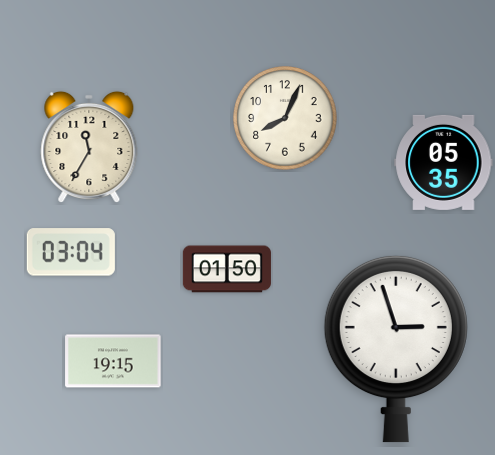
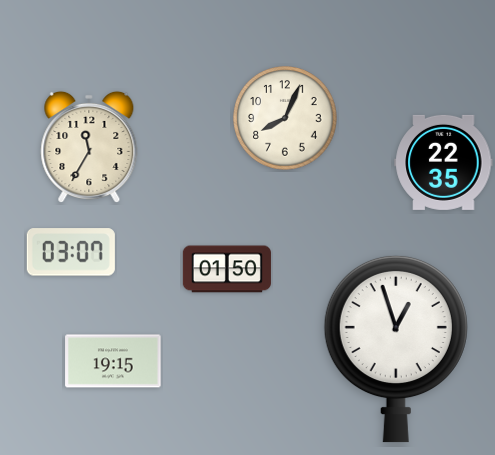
clock at (444, 162): 05:35 -> 22:35
clock at (71, 252): 03:04 -> 03:07
clock at (396, 349): 2:57 -> 12:57
